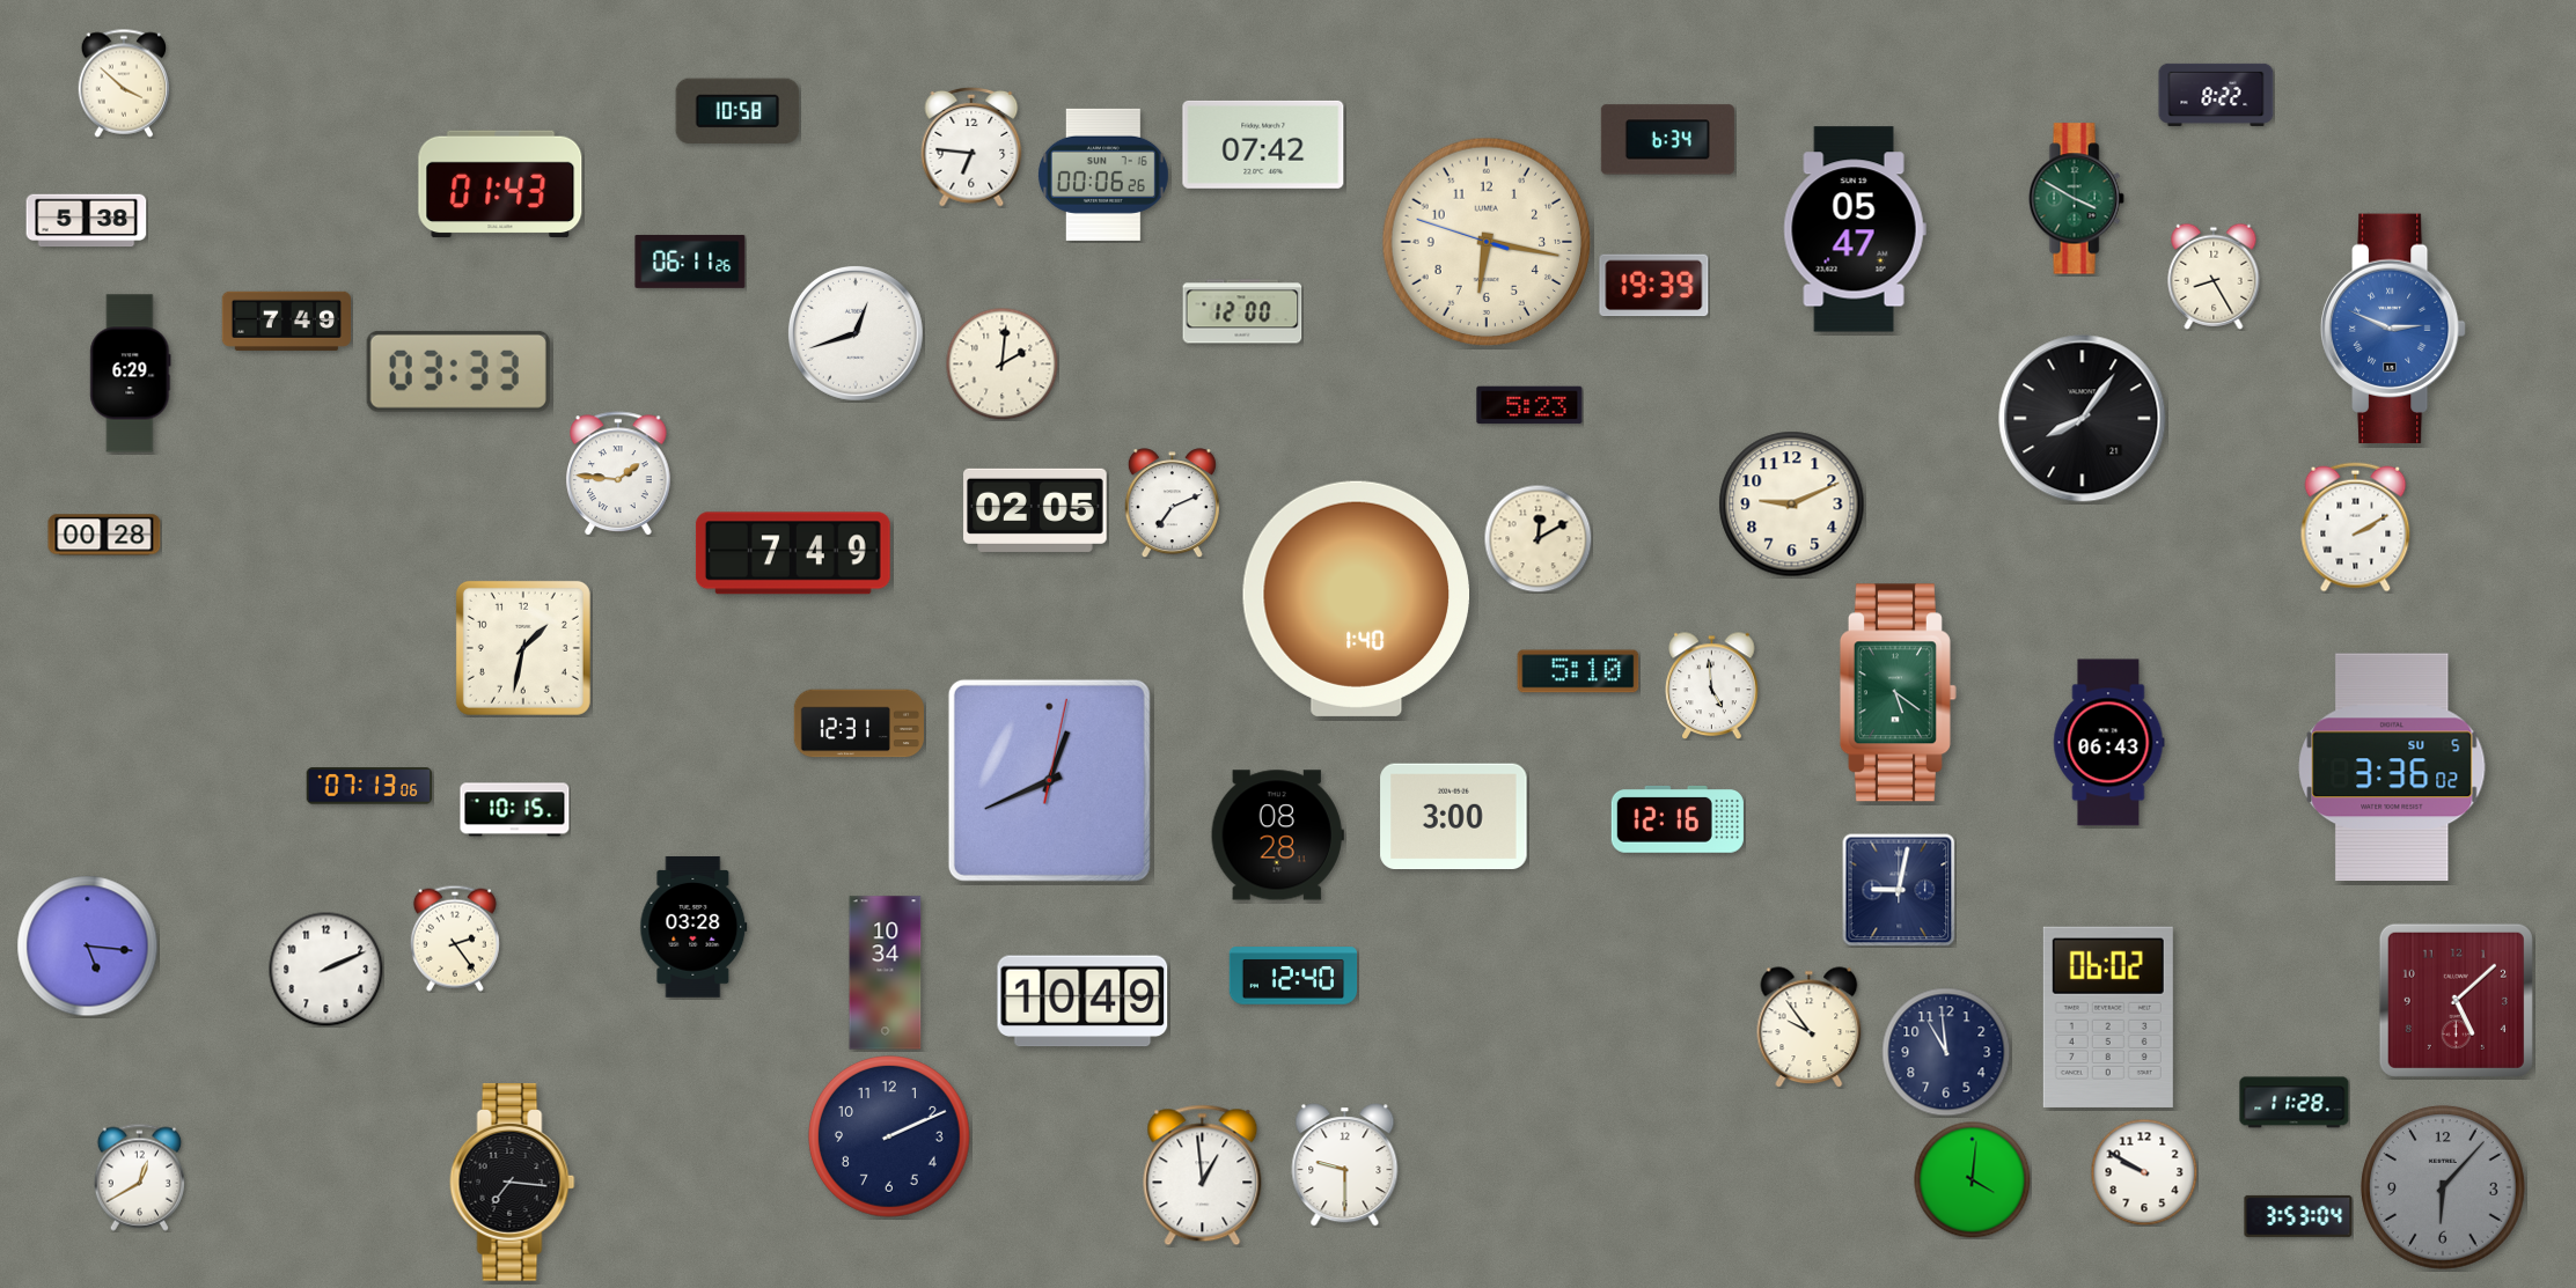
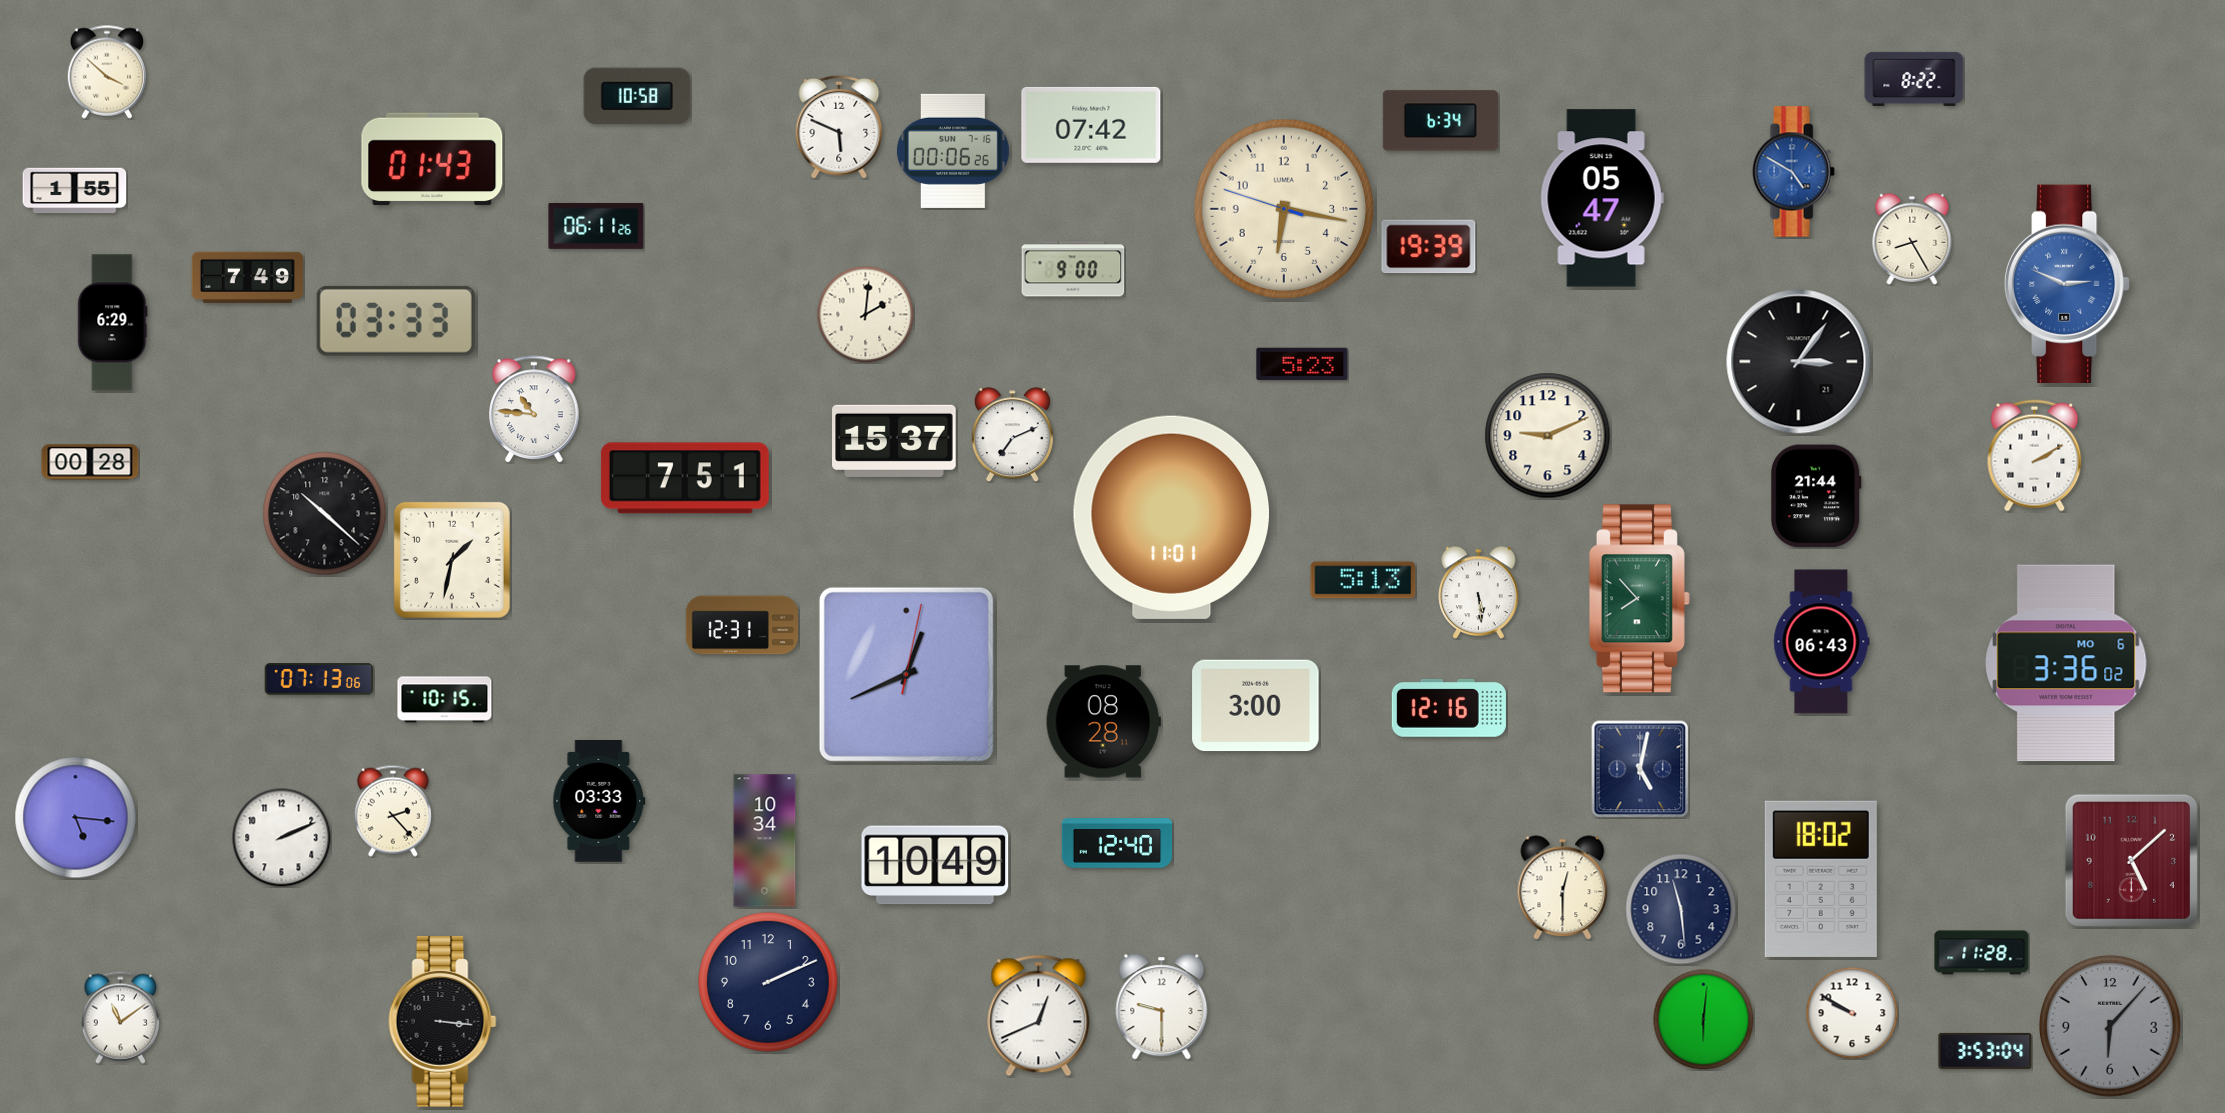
clock at (2216, 95) position: (2216, 95) -> (1914, 79)
clock at (971, 147): 6:46 -> 5:49
clock at (2076, 199): 3:50 -> 4:50
clock at (2076, 199) dial: green -> blue
clock at (87, 221): 5:38 -> 1:55
clock at (1242, 311): 12:00 -> 9:00
clock at (856, 333): 12:42 -> none
clock at (1529, 405) position: (1529, 405) -> (1302, 364)
clock at (2083, 419): 8:06 -> 3:06
clock at (618, 473): 1:46 -> 10:46
clock at (1035, 510): 02:05 -> 15:37
clock at (1537, 538): 12:10 -> none
clock at (793, 553): 7:49 -> 7:51
clock at (1817, 496): none -> 21:44
clock at (325, 514): none -> 10:22
clock at (1356, 598): 1:40 -> 11:01
clock at (1578, 671): 5:10 -> 5:13
clock at (1712, 685): 4:59 -> 5:29
clock at (1898, 693): 5:21 -> 7:53
clock at (2392, 767) date: SU 5 -> MO 6
clock at (1899, 890): 9:02 -> 5:02
clock at (693, 928): 03:28 -> 03:33
clock at (455, 939): 2:24 -> 2:23
clock at (2456, 1000) position: (2456, 1000) -> (2131, 860)
clock at (2108, 1017): 06:02 -> 18:02
clock at (1810, 1028): 9:54 -> 12:30
clock at (1946, 1052): 10:59 -> 11:29
clock at (1203, 1176): 12:59 -> 12:41
clock at (139, 1177): 12:40 -> 11:09
clock at (1973, 1180): 4:01 -> 6:01
clock at (513, 1183): 7:16 -> 3:16
